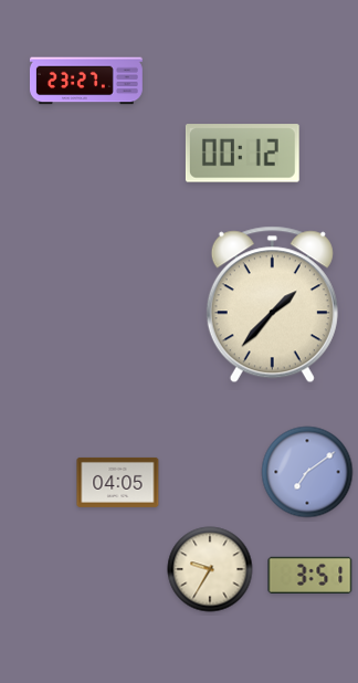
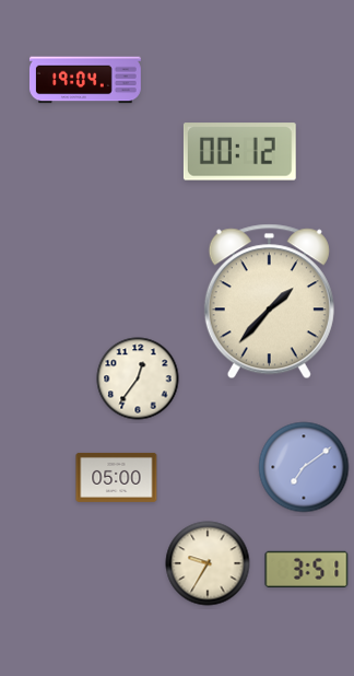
clock at (86, 81): 23:27 -> 19:04
clock at (138, 378): none -> 12:36
clock at (118, 482): 04:05 -> 05:00
